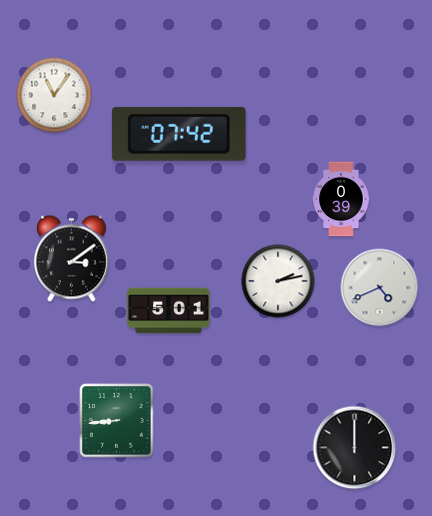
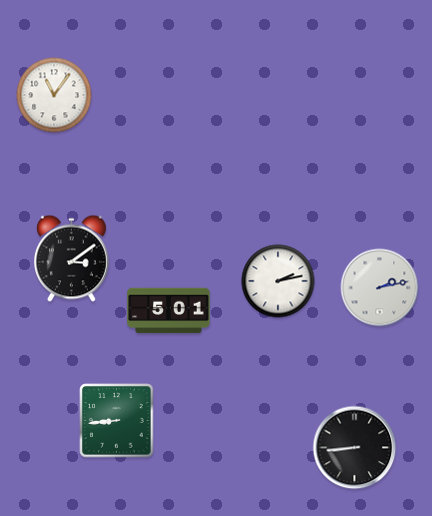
clock at (179, 134): 07:42 -> none
clock at (341, 199): 0:39 -> none
clock at (380, 288): 4:41 -> 2:13
clock at (355, 448): 12:00 -> 8:44
